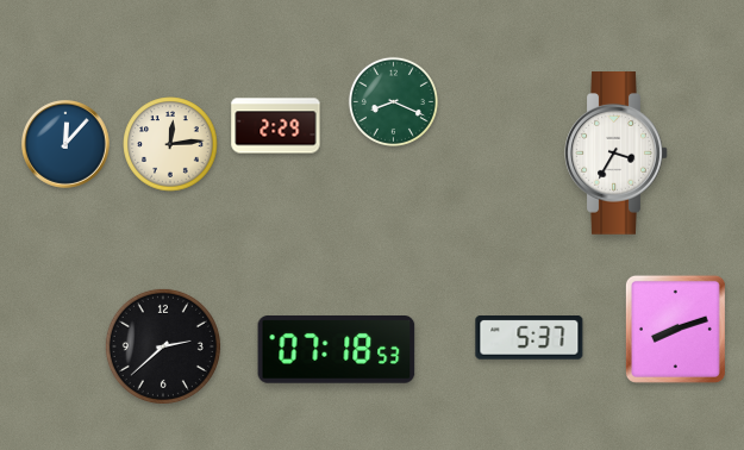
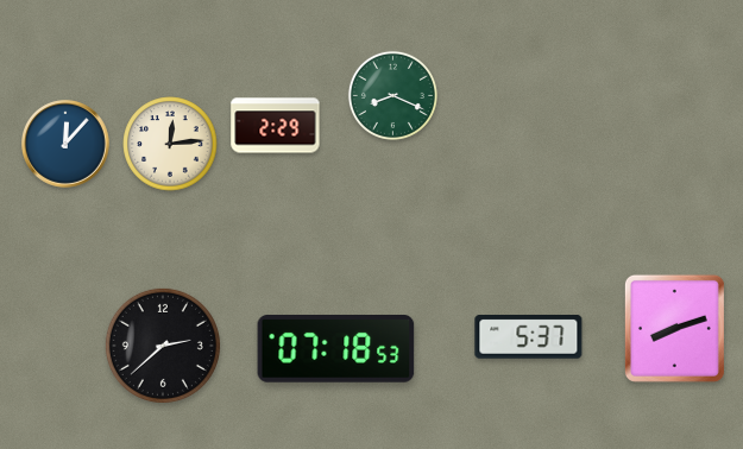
clock at (393, 101) position: (393, 101) -> (392, 95)
clock at (617, 154): 3:35 -> none
